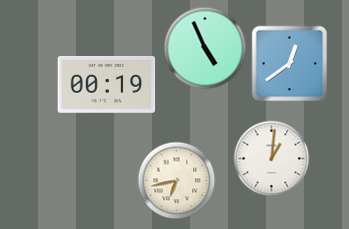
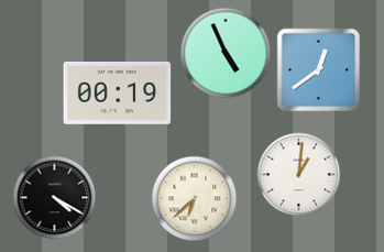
clock at (55, 198): none -> 4:20
clock at (177, 181): 6:43 -> 6:38
